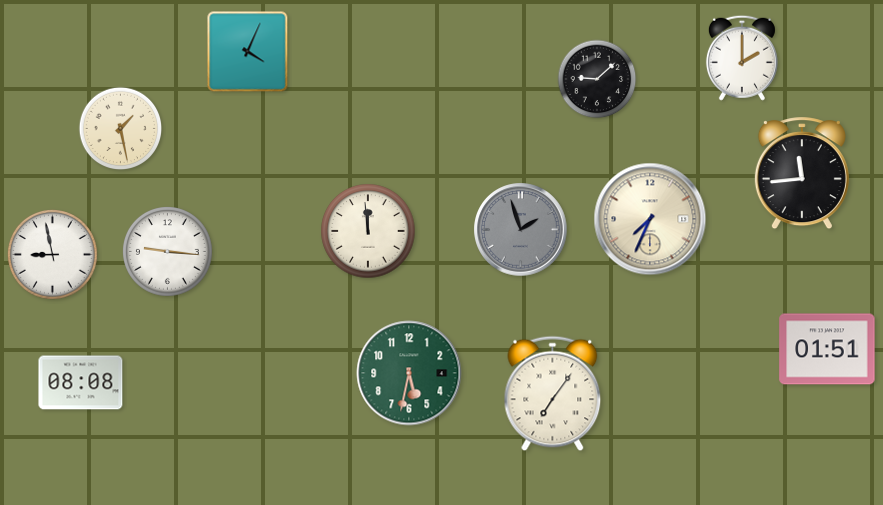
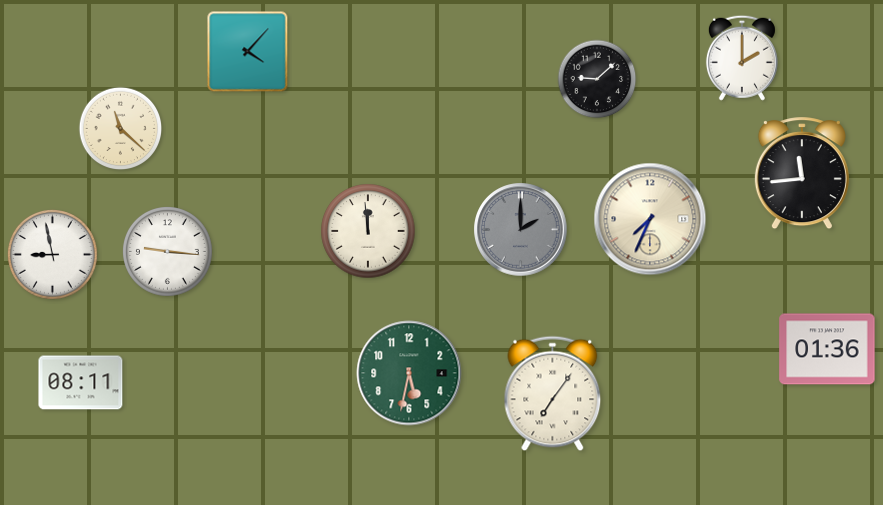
clock at (248, 52): 4:04 -> 4:07
clock at (121, 129): 1:28 -> 11:22
clock at (521, 230): 1:57 -> 2:00
clock at (827, 349): 01:51 -> 01:36
clock at (81, 383): 08:08 -> 08:11
